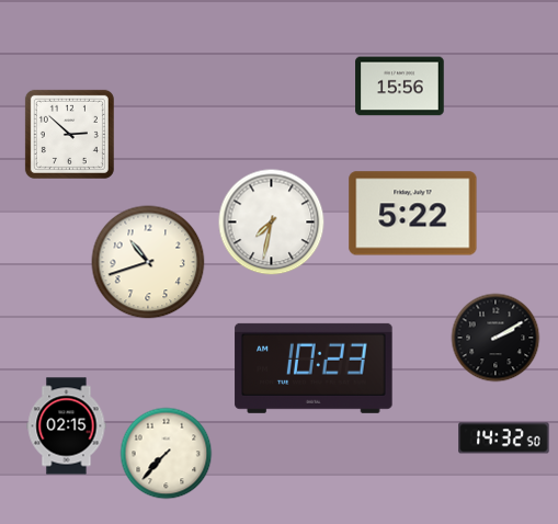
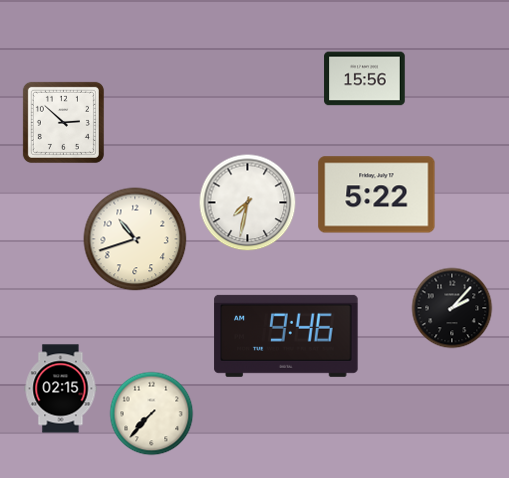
clock at (496, 338): 2:10 -> 2:07
clock at (314, 368): 10:23 -> 9:46
clock at (504, 438): 14:32 -> none
